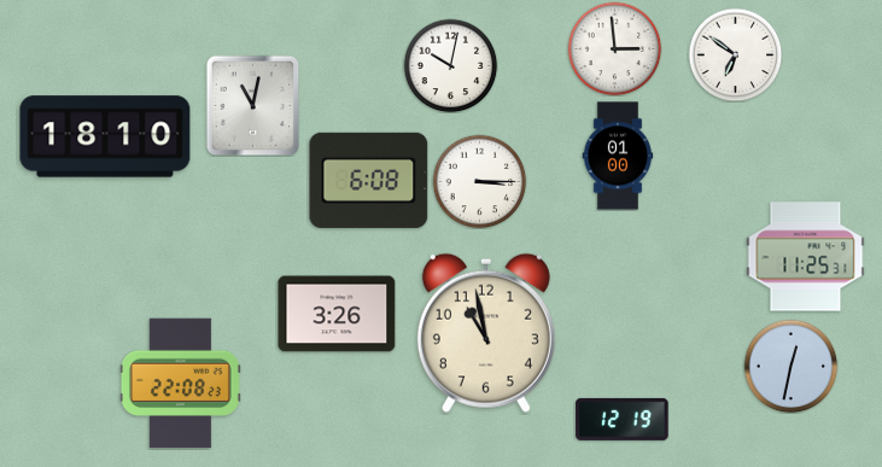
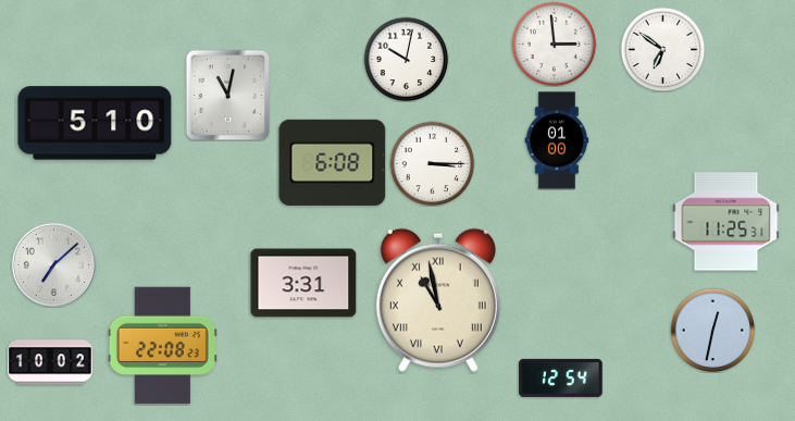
clock at (105, 136): 18:10 -> 5:10
clock at (806, 257) position: (806, 257) -> (726, 222)
clock at (53, 264): none -> 7:08
clock at (337, 314): 3:26 -> 3:31
clock at (486, 333) numerals: Arabic -> Roman
clock at (50, 362): none -> 10:02
clock at (623, 419): 12:19 -> 12:54
